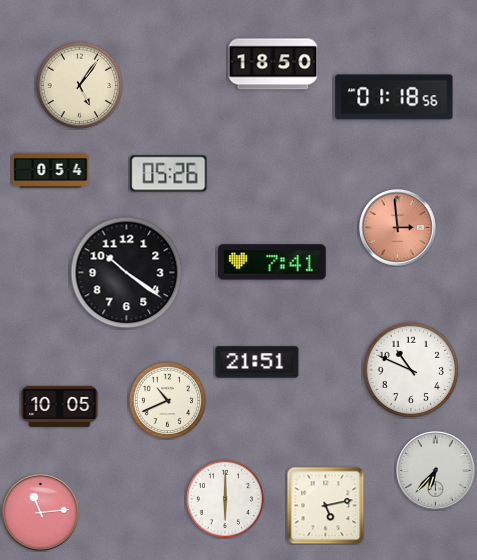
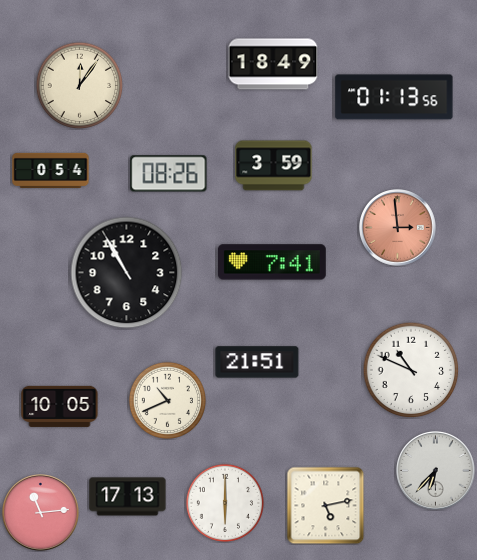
clock at (273, 64): 18:50 -> 18:49
clock at (79, 85): 5:06 -> 12:06
clock at (394, 97): 01:18 -> 01:13
clock at (274, 166): none -> 3:59
clock at (169, 174): 05:26 -> 08:26
clock at (127, 273): 10:21 -> 10:55
clock at (128, 497): none -> 17:13
clock at (225, 499) position: (225, 499) -> (225, 503)
